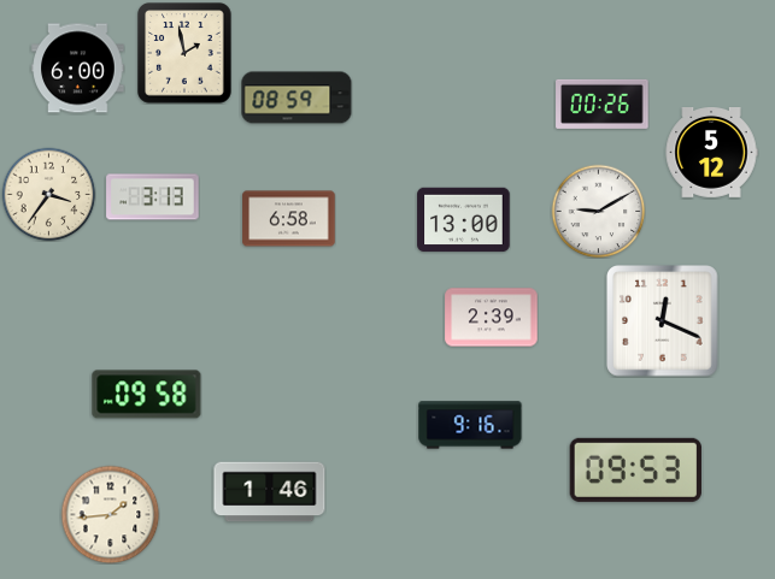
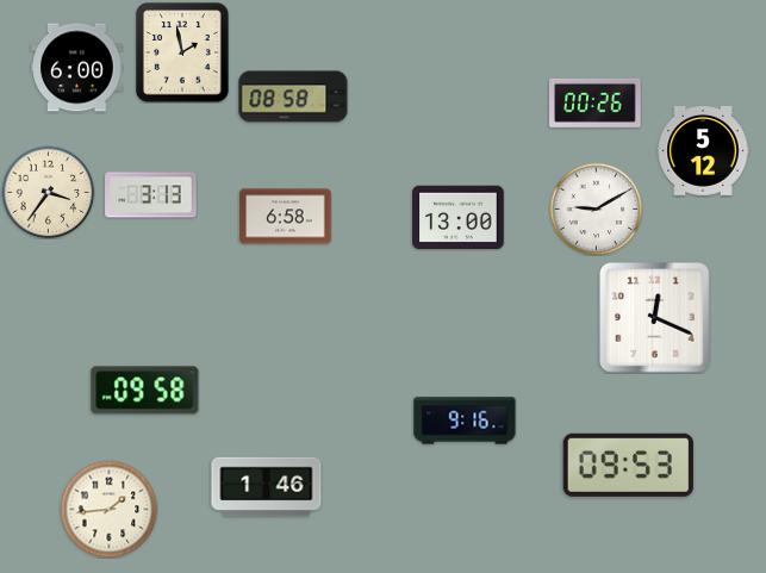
clock at (297, 98): 08:59 -> 08:58
clock at (598, 211) position: (598, 211) -> (596, 208)
clock at (492, 318): 2:39 -> none
